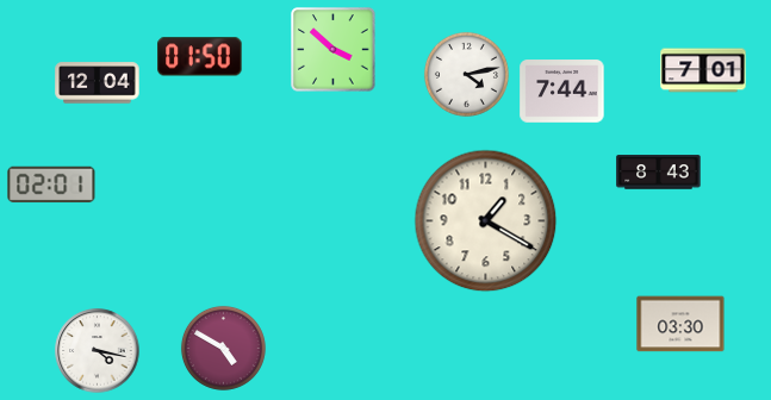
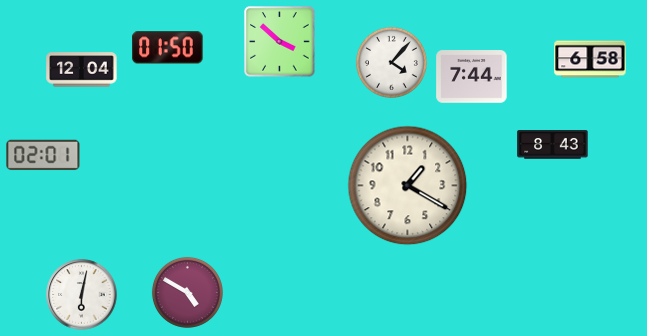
clock at (703, 70): 7:01 -> 6:58
clock at (466, 74): 4:13 -> 4:07
clock at (680, 324): 03:30 -> none
clock at (98, 351): 4:17 -> 6:02
